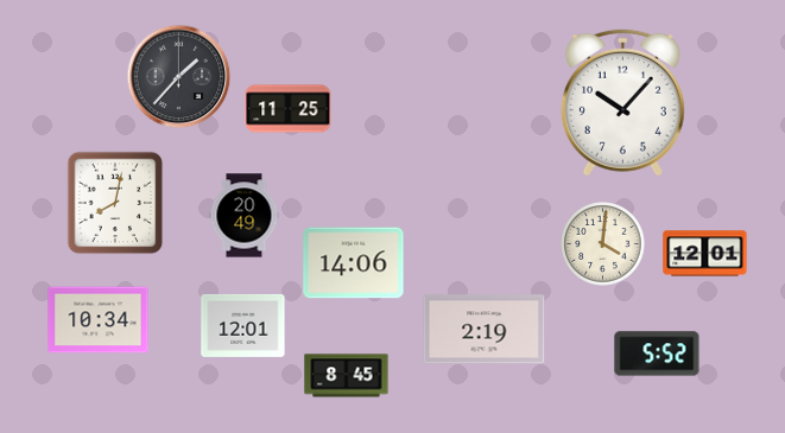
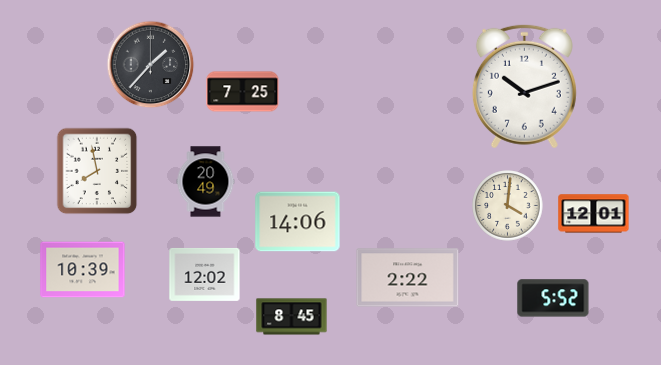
clock at (622, 102): 10:07 -> 10:12
clock at (289, 109): 11:25 -> 7:25
clock at (115, 203): 8:02 -> 7:58
clock at (99, 320): 10:34 -> 10:39
clock at (243, 325): 12:01 -> 12:02
clock at (485, 330): 2:19 -> 2:22
